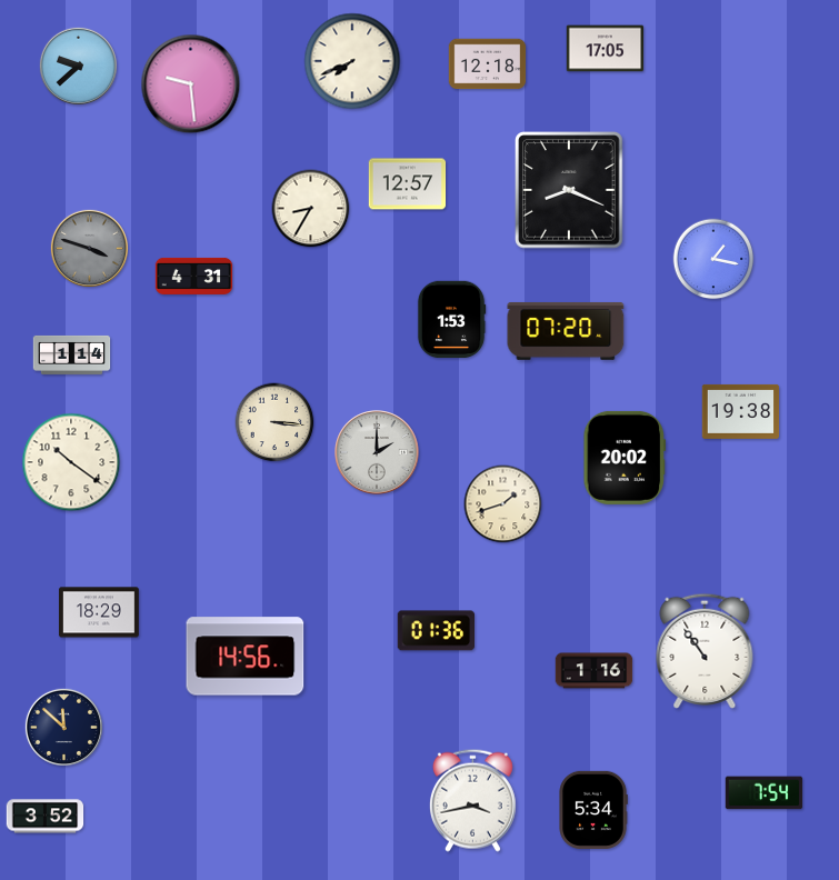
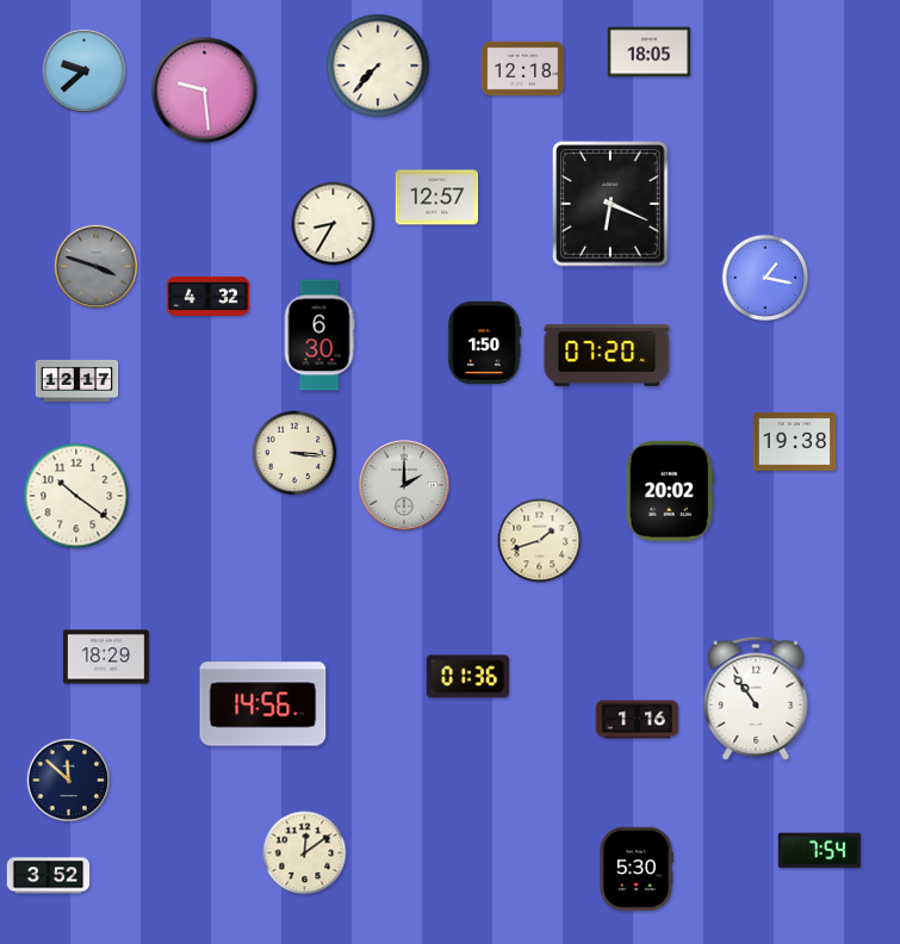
clock at (606, 49): 17:05 -> 18:05
clock at (352, 61): 7:41 -> 7:37
clock at (569, 190): 8:19 -> 6:19
clock at (194, 276): 4:31 -> 4:32
clock at (319, 335): none -> 6:30
clock at (451, 320): 1:53 -> 1:50
clock at (72, 354): 1:14 -> 12:17
clock at (305, 853): none -> 12:09
clock at (472, 800): 3:43 -> none
clock at (593, 810): 5:34 -> 5:30
